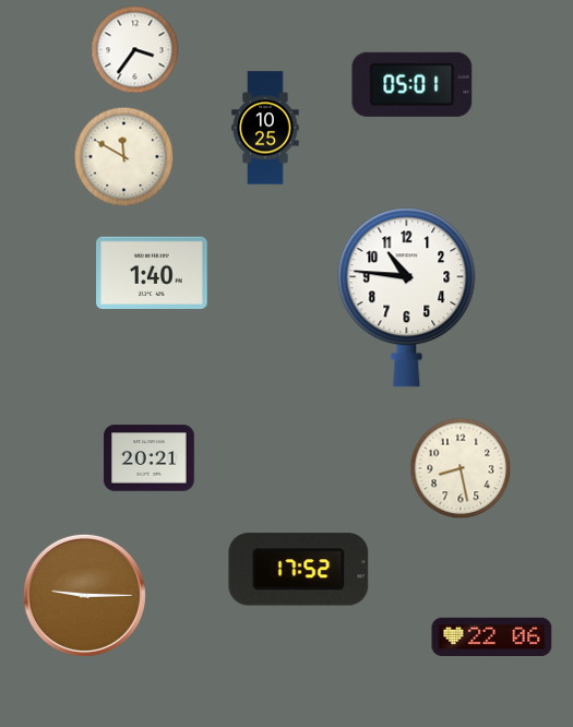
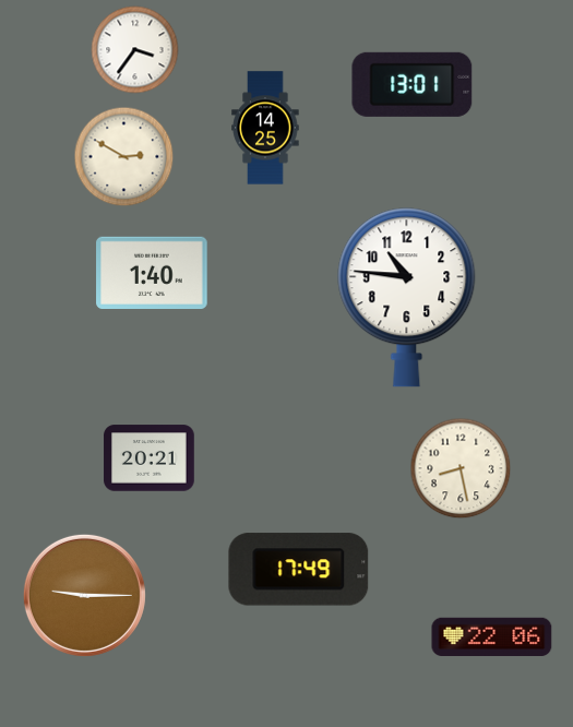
clock at (413, 84): 05:01 -> 13:01
clock at (265, 128): 10:25 -> 14:25
clock at (124, 157): 11:50 -> 2:50
clock at (299, 570): 17:52 -> 17:49
